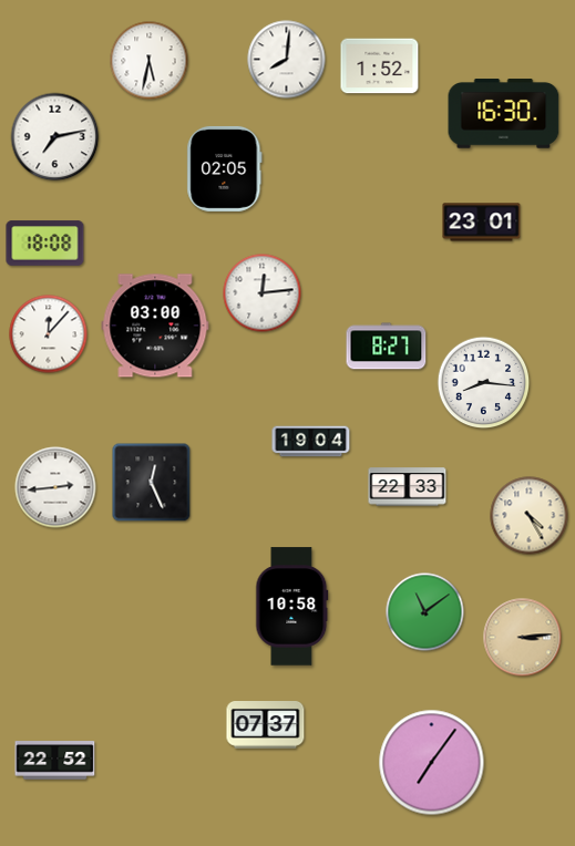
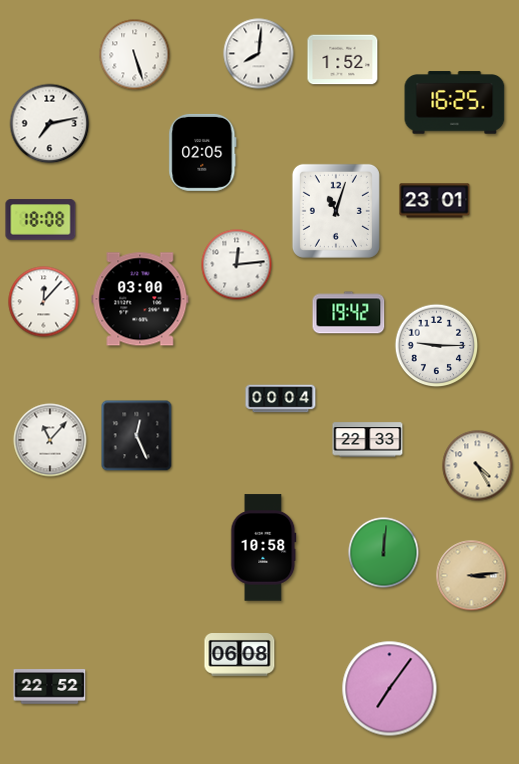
clock at (150, 61): 5:32 -> 5:27
clock at (504, 114): 16:30 -> 16:25
clock at (336, 211): none -> 11:03
clock at (155, 326) position: (155, 326) -> (140, 299)
clock at (387, 347): 8:27 -> 19:42
clock at (484, 383): 8:16 -> 9:15
clock at (311, 442): 19:04 -> 00:04
clock at (55, 487): 2:44 -> 11:07
clock at (425, 612): 11:09 -> 12:01
clock at (266, 725): 07:37 -> 06:08
